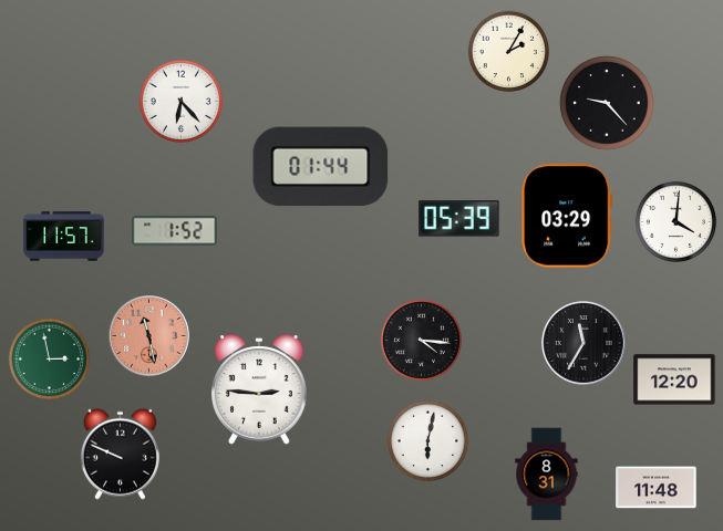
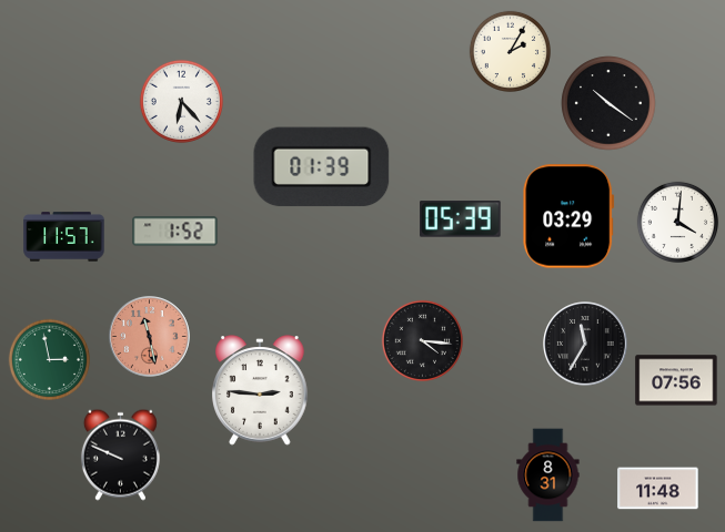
clock at (607, 103): 9:23 -> 10:21
clock at (321, 167): 01:44 -> 01:39
clock at (674, 379): 12:20 -> 07:56
clock at (427, 440): 6:02 -> none
